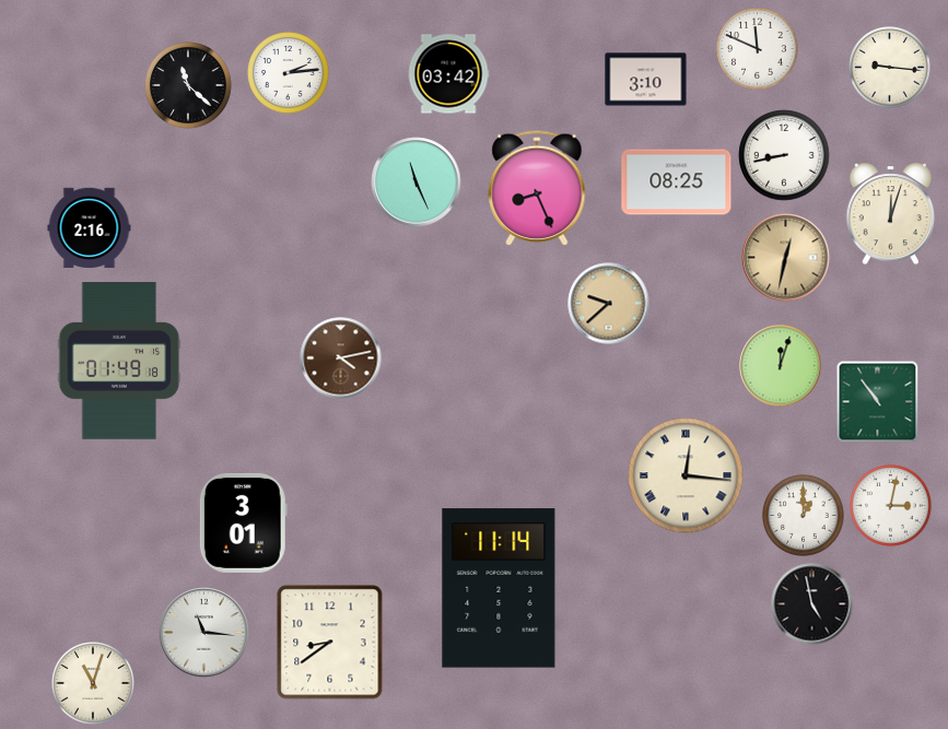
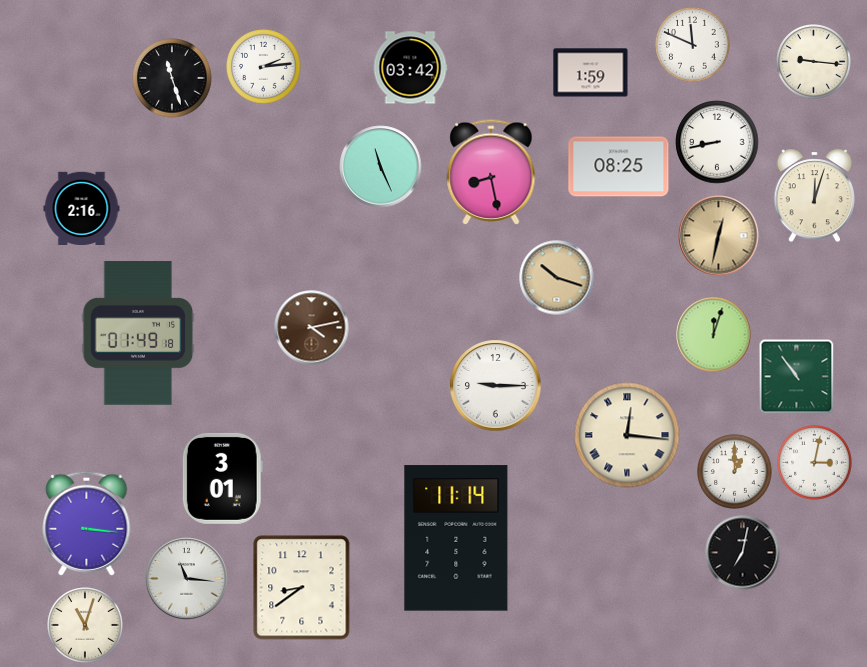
clock at (646, 80): 3:10 -> 1:59
clock at (188, 85): 11:22 -> 11:27
clock at (537, 188): 8:26 -> 8:28
clock at (609, 304): 9:38 -> 10:18
clock at (119, 361) position: (119, 361) -> (138, 333)
clock at (878, 402) position: (878, 402) -> (797, 377)
clock at (496, 386): none -> 9:15
clock at (87, 523): none -> 3:16
clock at (812, 604): 4:58 -> 7:02
